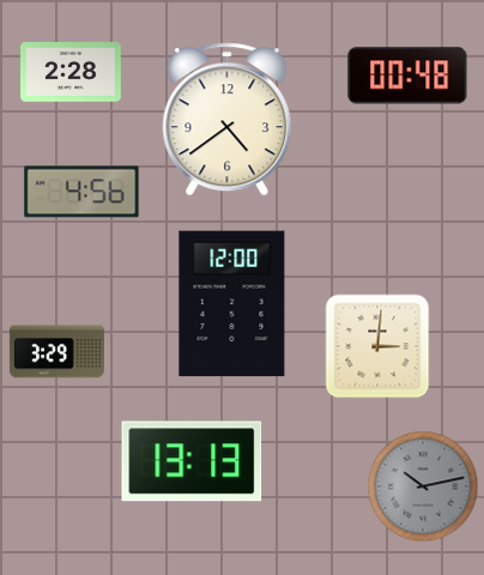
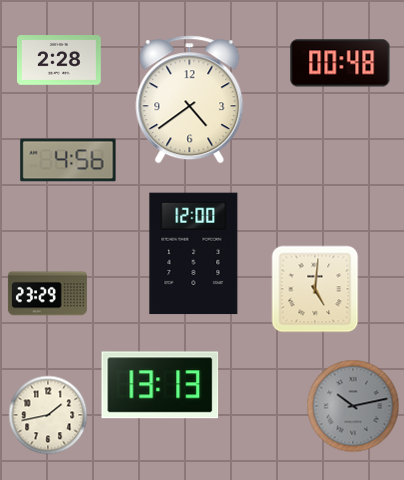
clock at (377, 346): 3:01 -> 5:01
clock at (56, 352): 3:29 -> 23:29
clock at (48, 415): none -> 1:43
